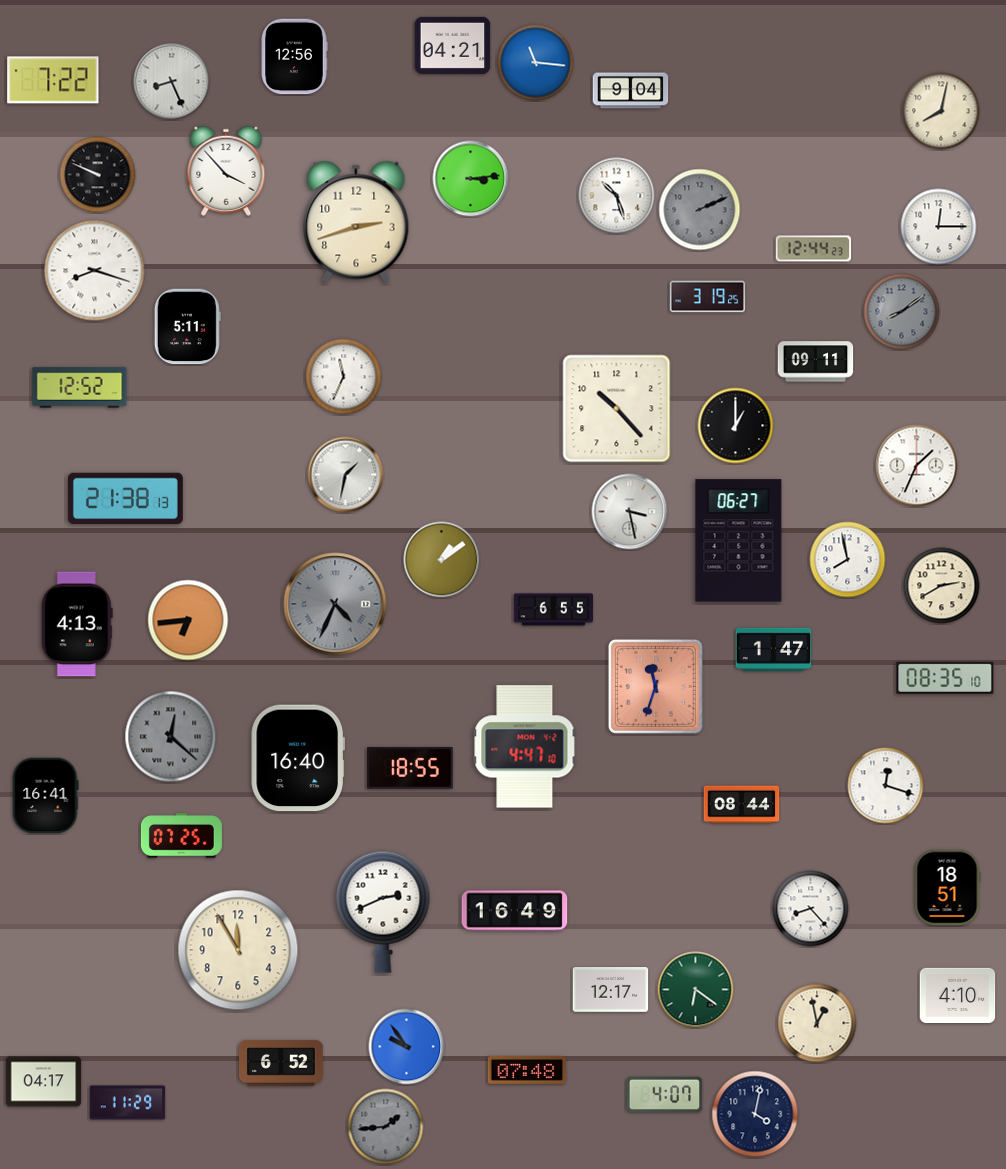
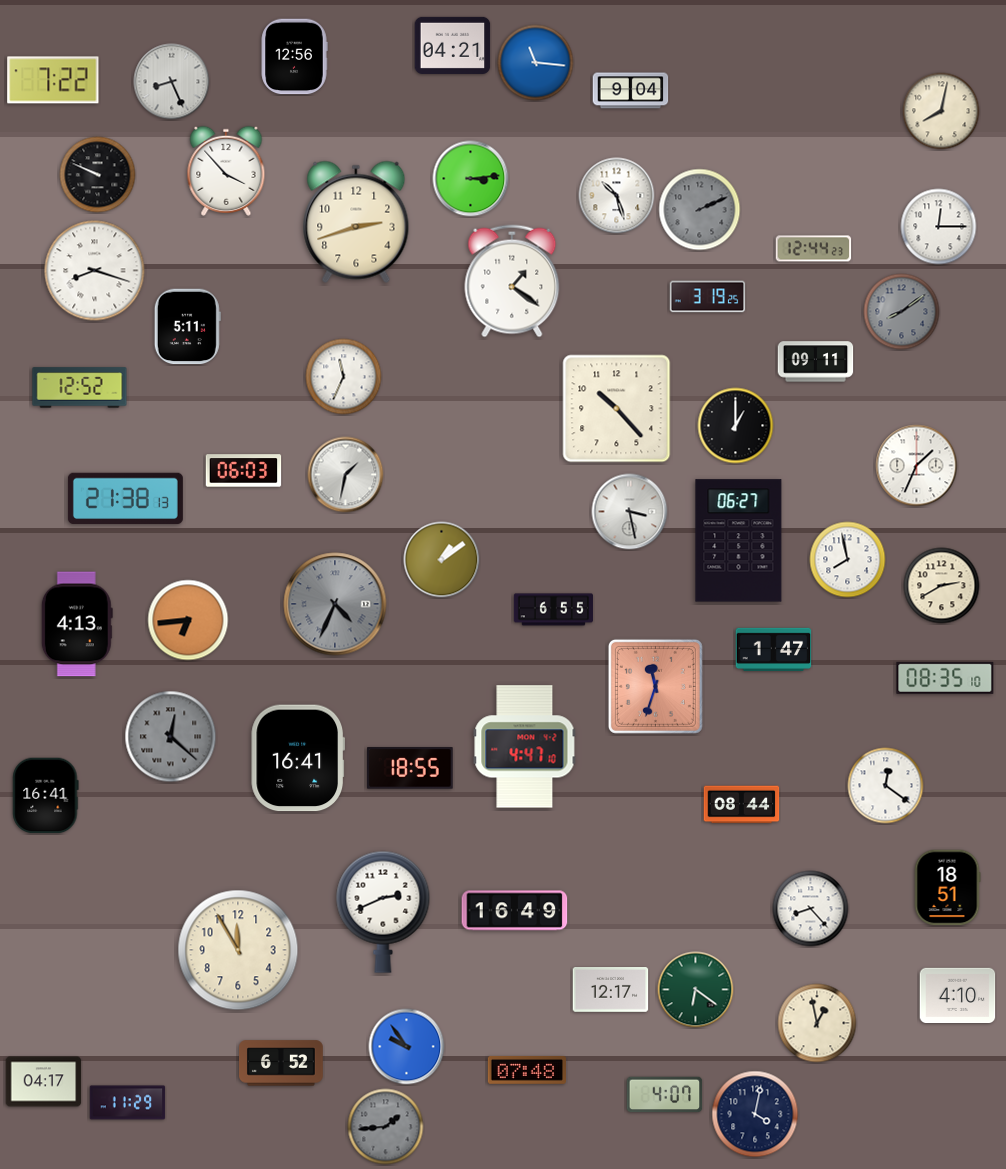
clock at (512, 281): none -> 1:21
clock at (244, 471): none -> 06:03
clock at (297, 758): 16:40 -> 16:41
clock at (886, 786): 12:18 -> 12:21
clock at (181, 836): 07:25 -> none
